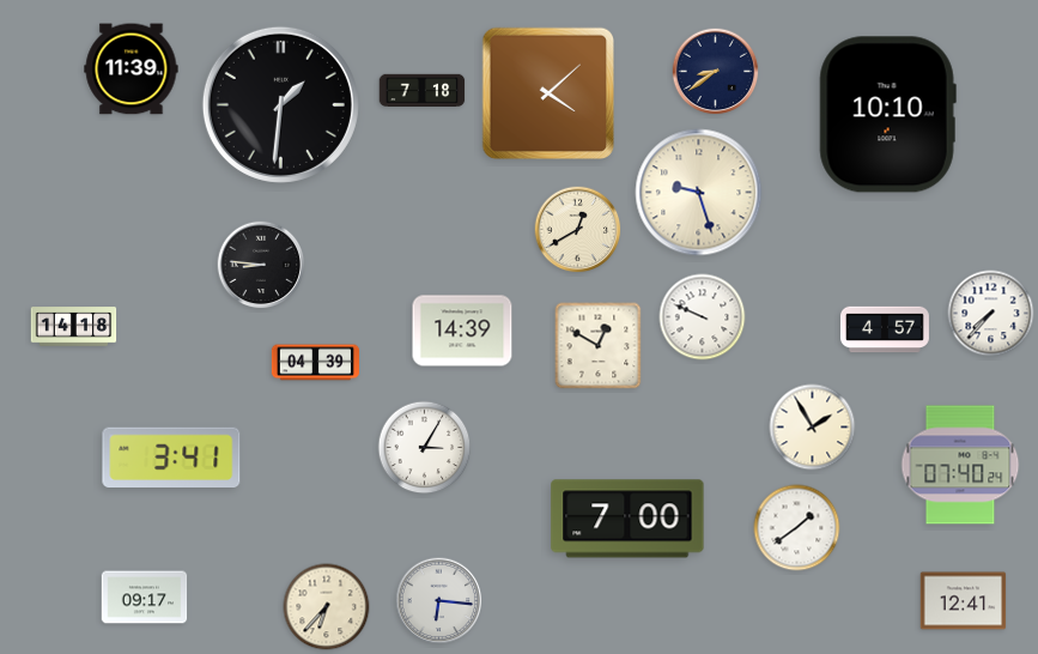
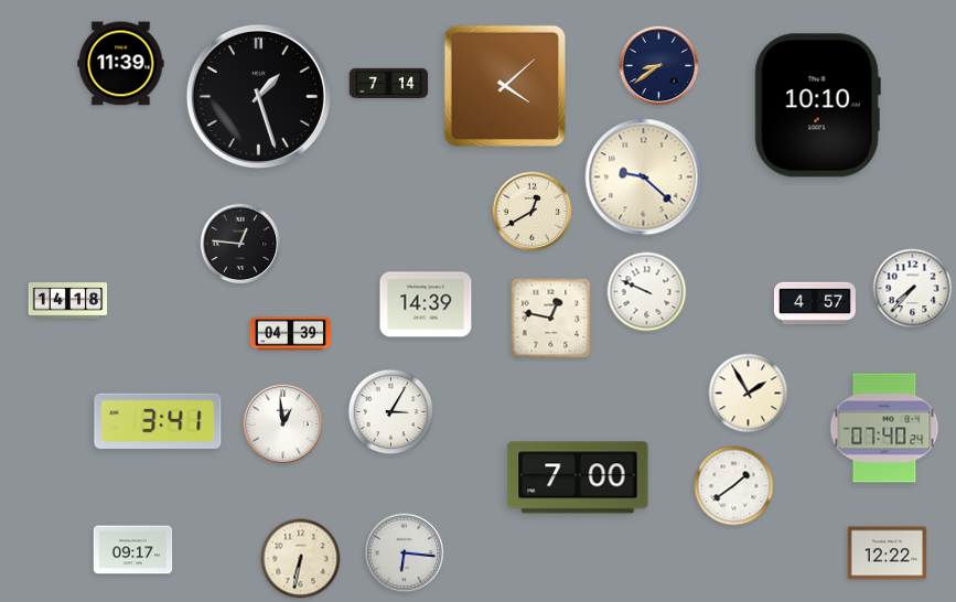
clock at (423, 91): 7:18 -> 7:14
clock at (280, 104): 1:31 -> 1:27
clock at (699, 193): 9:27 -> 9:22
clock at (261, 265): 8:46 -> 12:46
clock at (599, 346): 12:50 -> 12:47
clock at (283, 424): none -> 12:59
clock at (964, 601): 12:41 -> 12:22
clock at (327, 607): 6:37 -> 6:32
